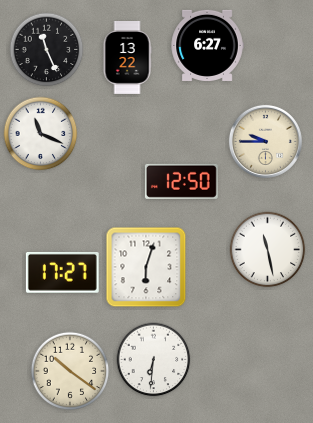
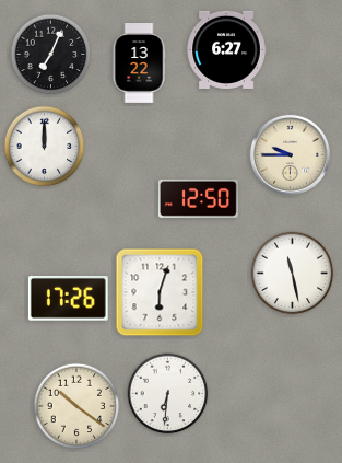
clock at (47, 50): 11:26 -> 7:04
clock at (41, 134): 11:19 -> 12:00
clock at (62, 272): 17:27 -> 17:26
